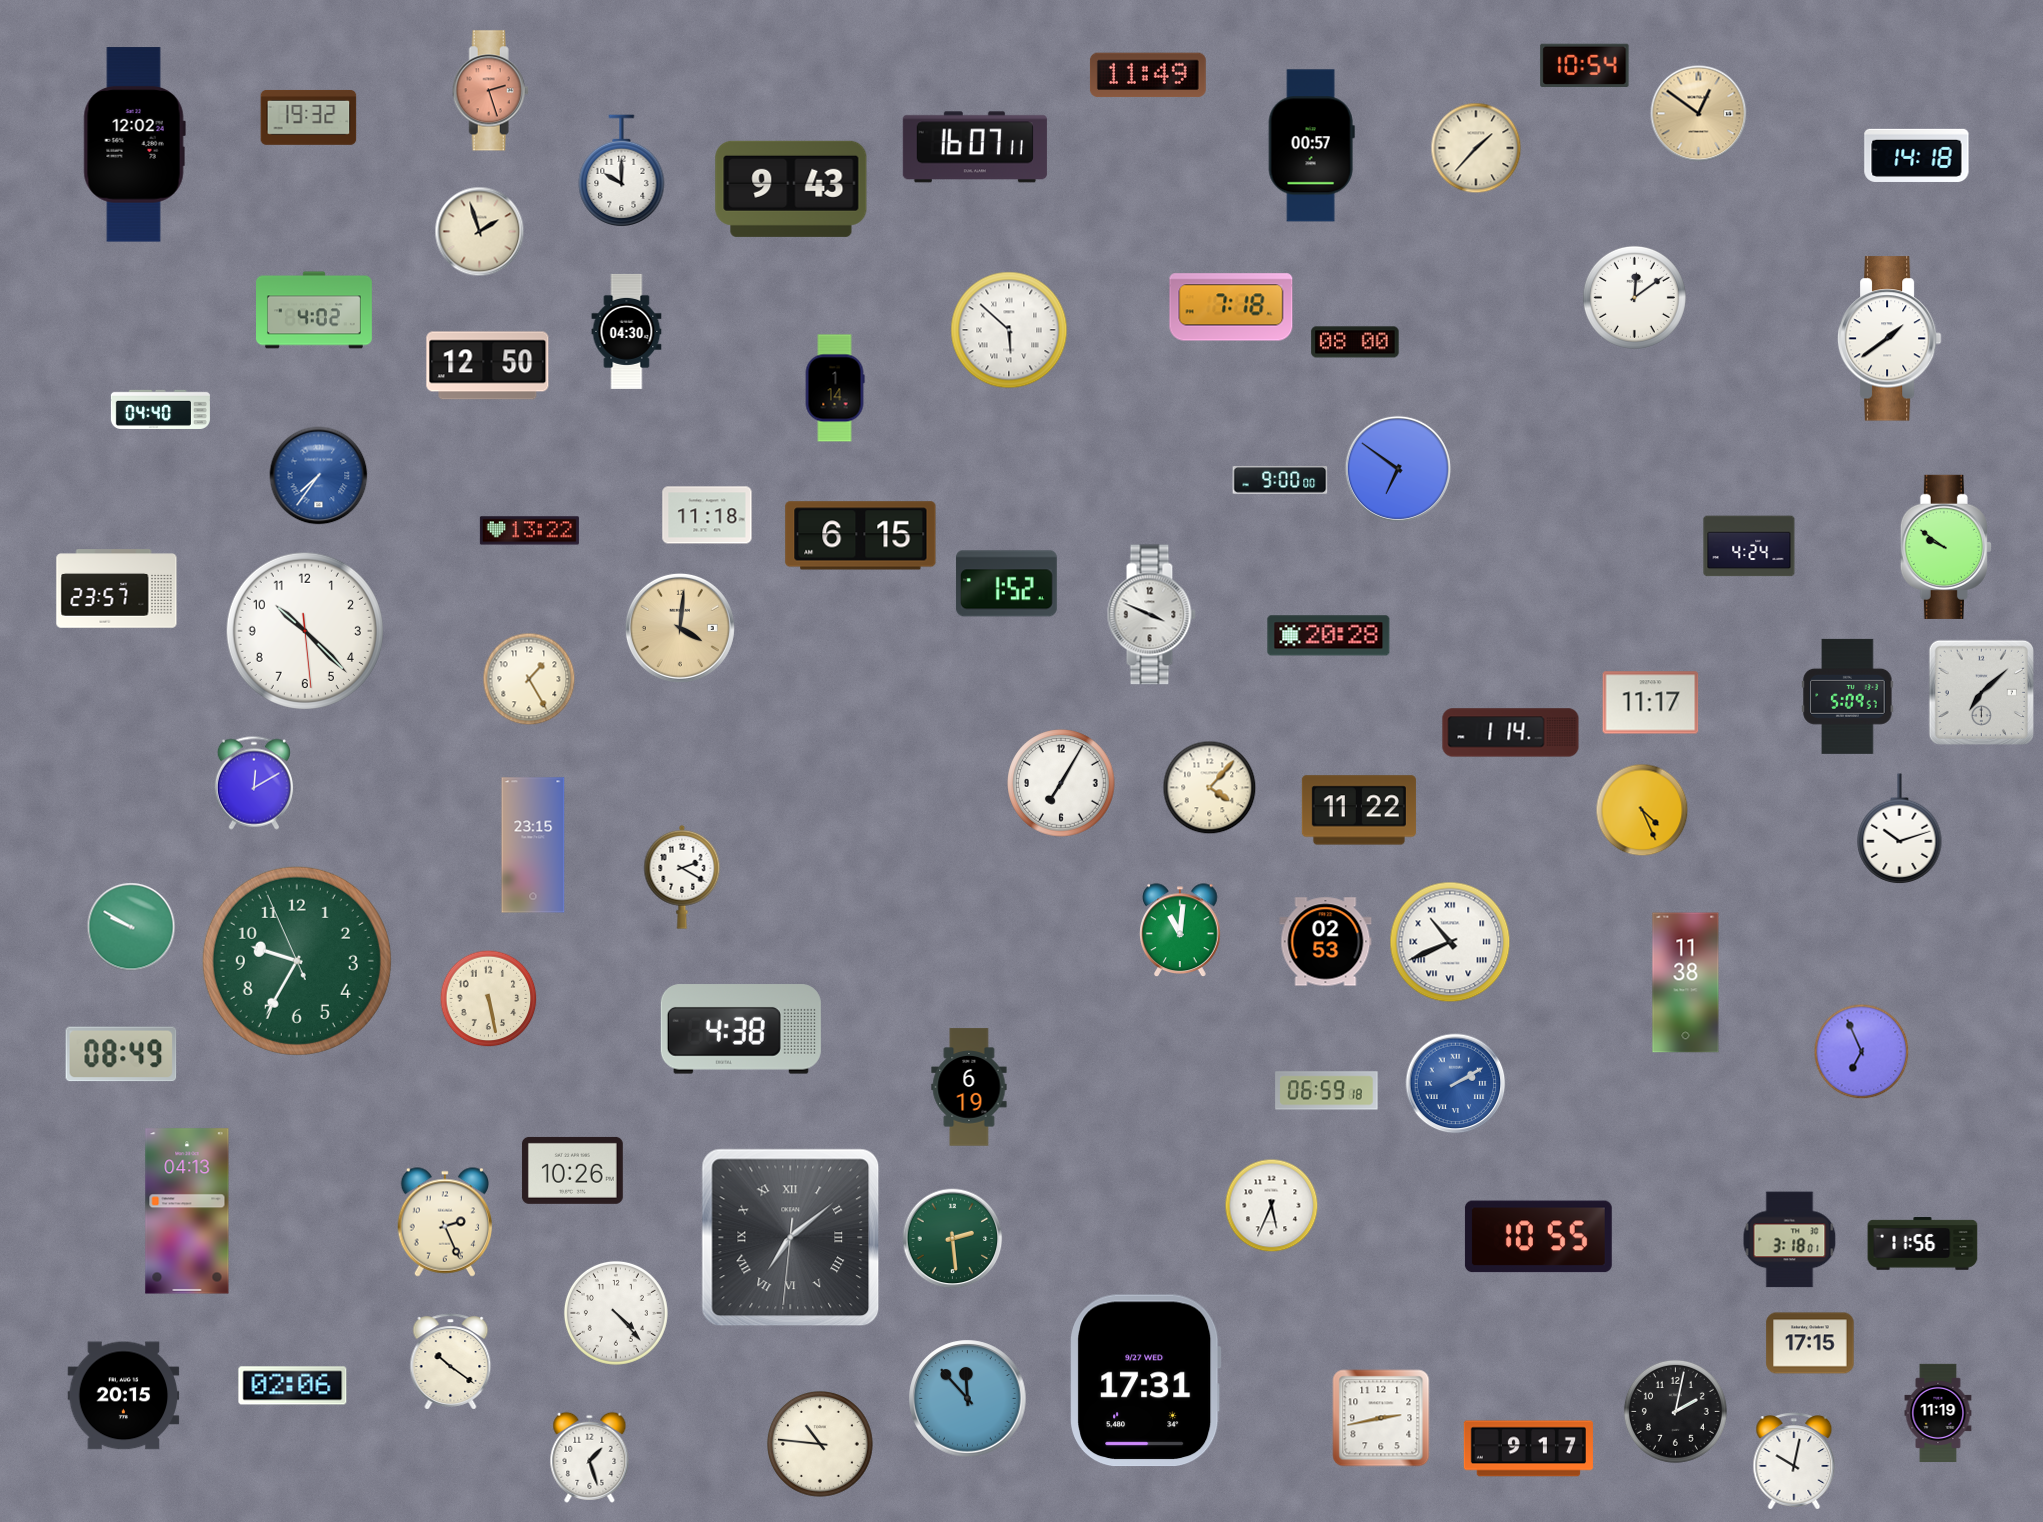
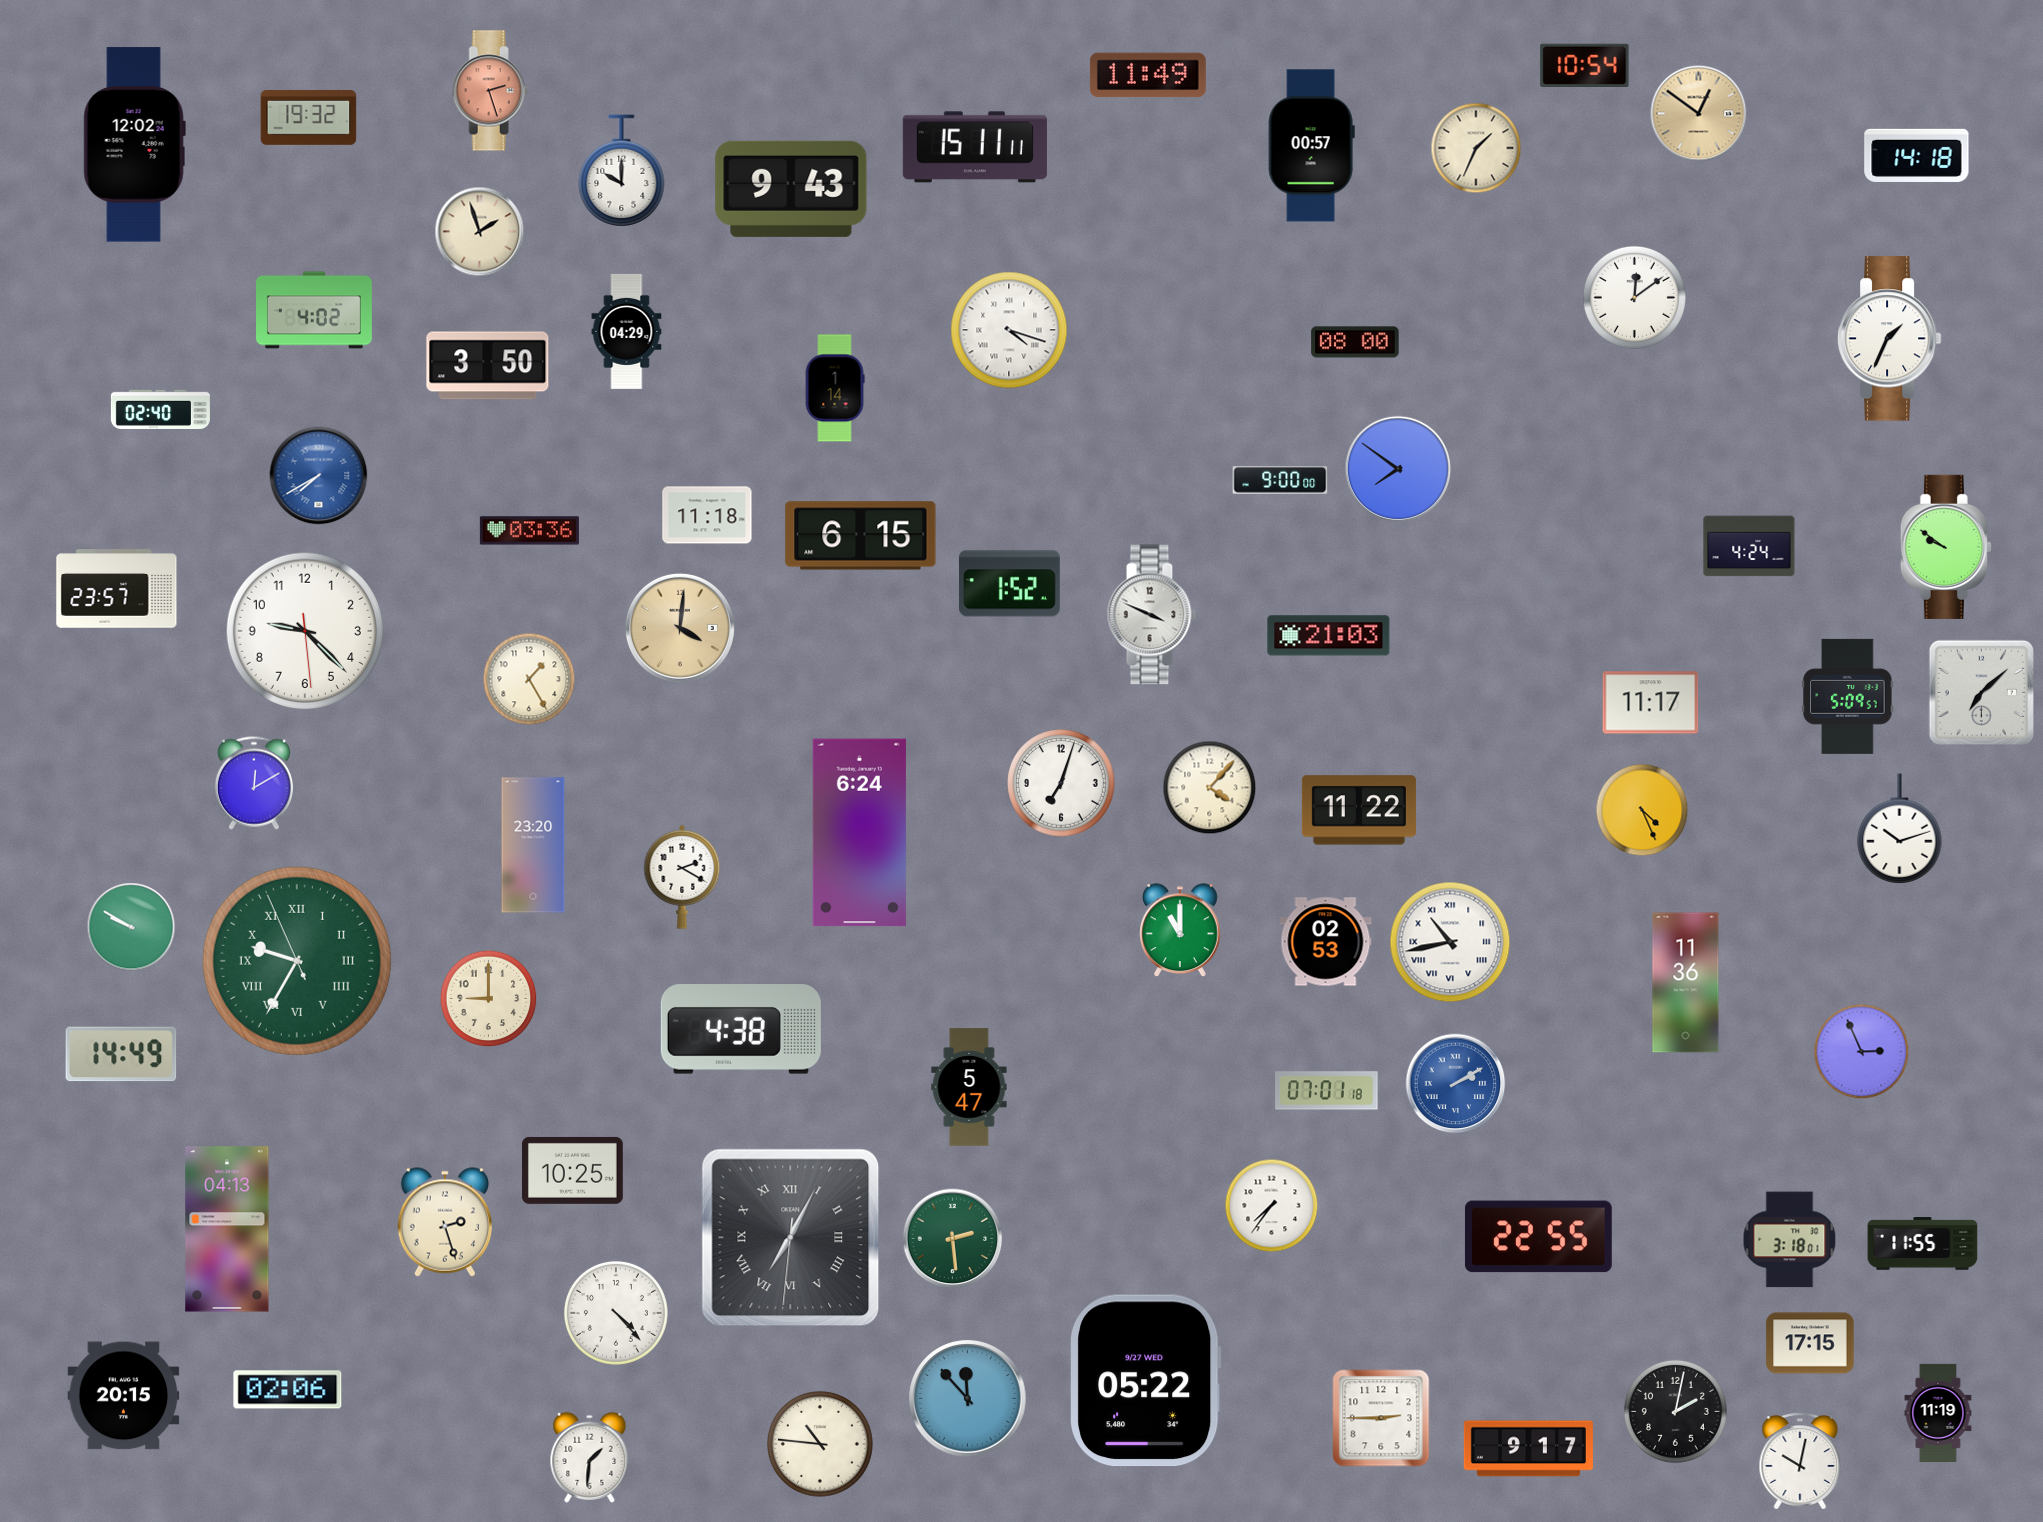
clock at (975, 147): 16:07 -> 15:11
clock at (1476, 148): 1:37 -> 1:34
clock at (1231, 307): 7:18 -> none
clock at (1009, 330): 5:52 -> 4:18
clock at (627, 331): 04:30 -> 04:29
clock at (1889, 339): 1:39 -> 1:34
clock at (488, 366): 12:50 -> 3:50
clock at (160, 409): 04:40 -> 02:40
clock at (1398, 469): 6:51 -> 7:51
clock at (319, 476): 7:36 -> 7:40
clock at (529, 531): 13:22 -> 03:36
clock at (1006, 584) position: (1006, 584) -> (1009, 584)
clock at (305, 631): 10:22 -> 9:22
clock at (1329, 636): 20:28 -> 21:03
clock at (1511, 733): 1:14 -> none
clock at (1061, 783): 7:05 -> 7:03
clock at (859, 833): none -> 6:24
clock at (533, 845): 23:15 -> 23:20
clock at (1180, 931): 11:01 -> 11:00
clock at (1450, 942): 10:41 -> 10:43
clock at (297, 961) numerals: Arabic -> Roman
clock at (1686, 983): 11:38 -> 11:36
clock at (489, 999): 5:28 -> 9:00
clock at (1862, 1052): 6:56 -> 2:56
clock at (121, 1054): 08:49 -> 14:49
clock at (969, 1087): 6:19 -> 5:47
clock at (1327, 1091): 06:59 -> 07:01
clock at (572, 1170): 10:26 -> 10:25
clock at (1272, 1206): 5:34 -> 7:36
clock at (187, 1211) position: (187, 1211) -> (227, 1229)
clock at (444, 1222): 2:26 -> 2:27
clock at (1538, 1237): 10:55 -> 22:55
clock at (791, 1238): 7:08 -> 7:04
clock at (1923, 1244): 11:56 -> 11:55
clock at (451, 1362): 10:21 -> none
clock at (1146, 1381): 17:31 -> 05:22
clock at (293, 1386) position: (293, 1386) -> (288, 1390)
clock at (1381, 1418): 2:43 -> 2:45
clock at (590, 1457): 1:27 -> 1:31
clock at (1794, 1461) position: (1794, 1461) -> (1800, 1461)
